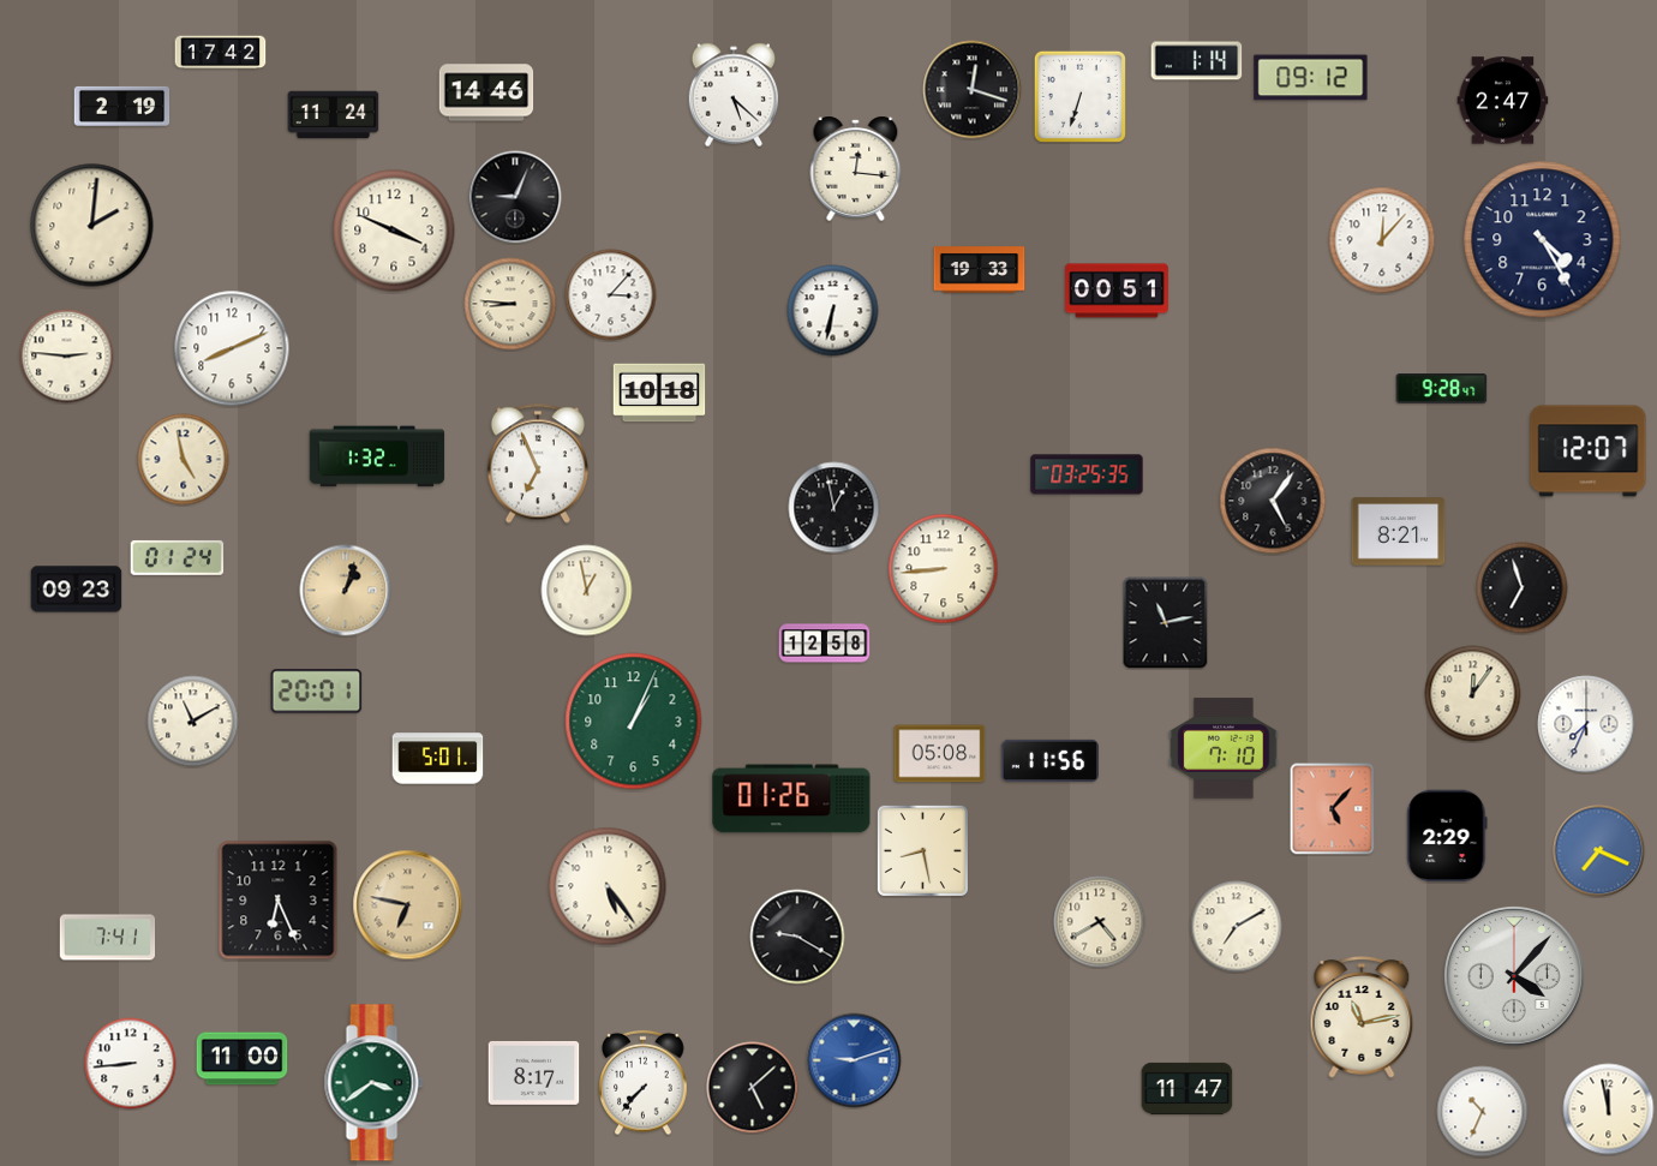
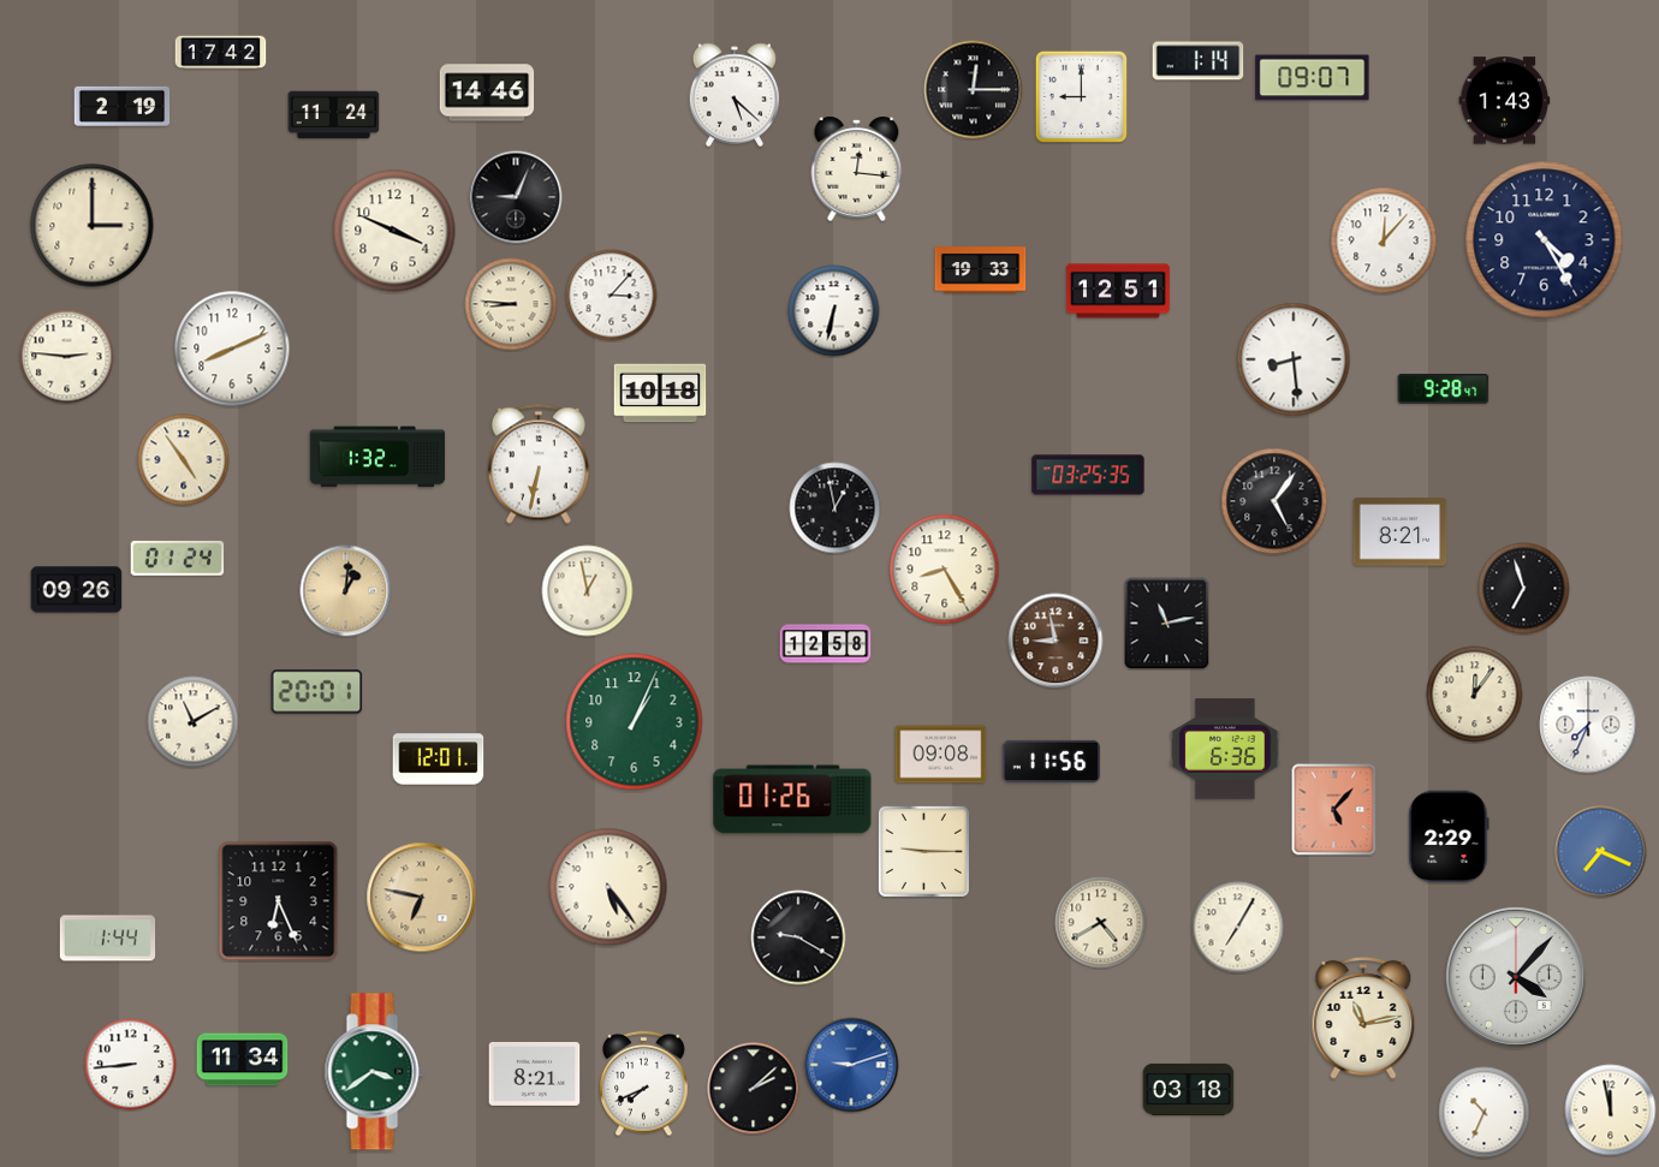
clock at (1311, 78): 09:12 -> 09:07
clock at (973, 90): 12:18 -> 12:15
clock at (1079, 96): 6:33 -> 9:00
clock at (1503, 101): 2:47 -> 1:43
clock at (92, 226): 2:01 -> 3:00
clock at (1118, 291): 00:51 -> 12:51
clock at (1294, 359): none -> 8:29
clock at (1589, 452): 12:07 -> none
clock at (184, 460): 4:58 -> 4:54
clock at (538, 464): 6:56 -> 6:32
clock at (944, 569): 8:44 -> 8:25
clock at (77, 590): 09:23 -> 09:26
clock at (346, 591): 1:03 -> 1:01
clock at (1056, 641): none -> 8:58
clock at (1224, 748): 7:10 -> 6:36
clock at (940, 754): 05:08 -> 09:08
clock at (438, 759): 5:01 -> 12:01
clock at (922, 850): 8:28 -> 9:15
clock at (408, 905) position: (408, 905) -> (422, 898)
clock at (1237, 927): 7:10 -> 7:05
clock at (108, 938): 7:41 -> 1:44
clock at (243, 1059): 11:00 -> 11:34
clock at (854, 1060) position: (854, 1060) -> (851, 1065)
clock at (534, 1072): 8:17 -> 8:21
clock at (373, 1083) position: (373, 1083) -> (374, 1072)
clock at (644, 1083): 7:37 -> 7:41
clock at (753, 1088): 5:08 -> 2:08
clock at (1188, 1088): 11:47 -> 03:18
